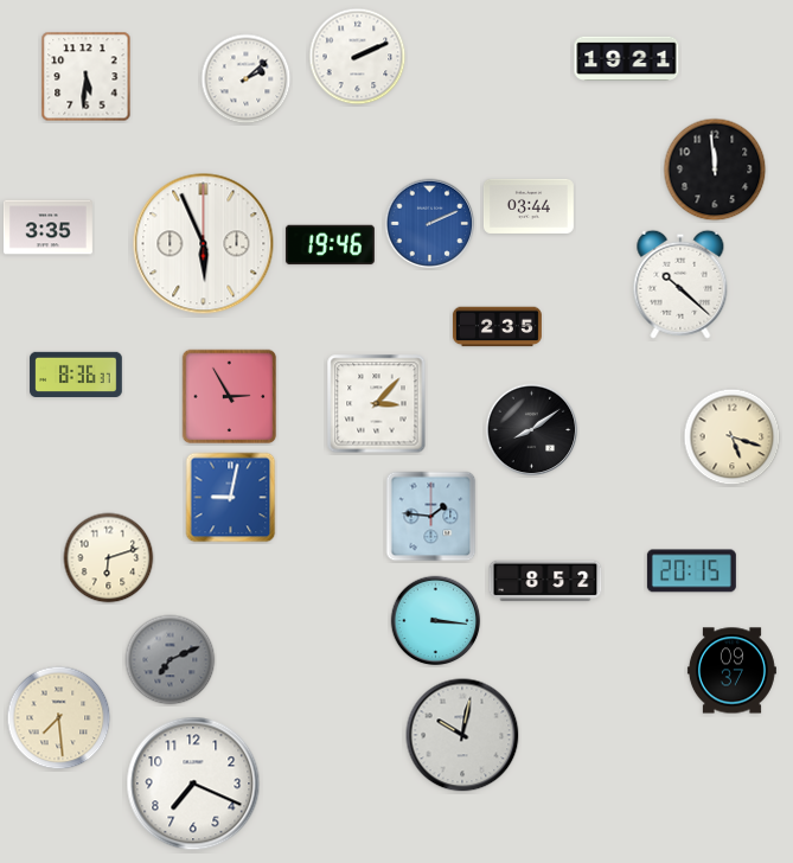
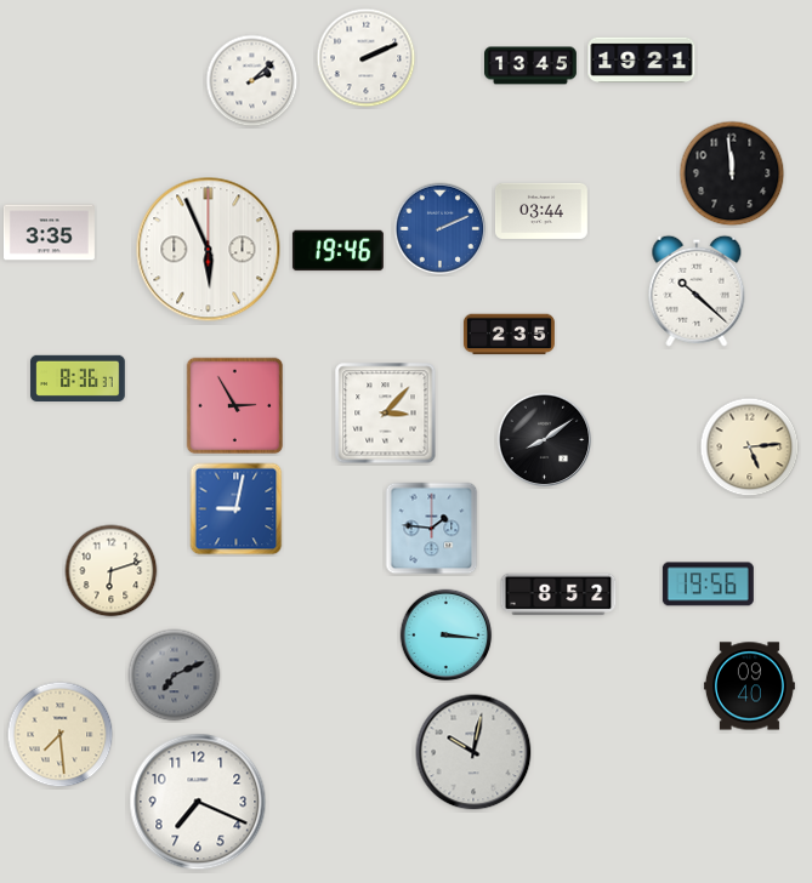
clock at (532, 65): none -> 13:45
clock at (87, 77): 5:31 -> none
clock at (76, 373) position: (76, 373) -> (78, 377)
clock at (733, 437): 5:18 -> 5:14
clock at (431, 517) position: (431, 517) -> (432, 529)
clock at (691, 571): 20:15 -> 19:56
clock at (731, 671): 09:37 -> 09:40
